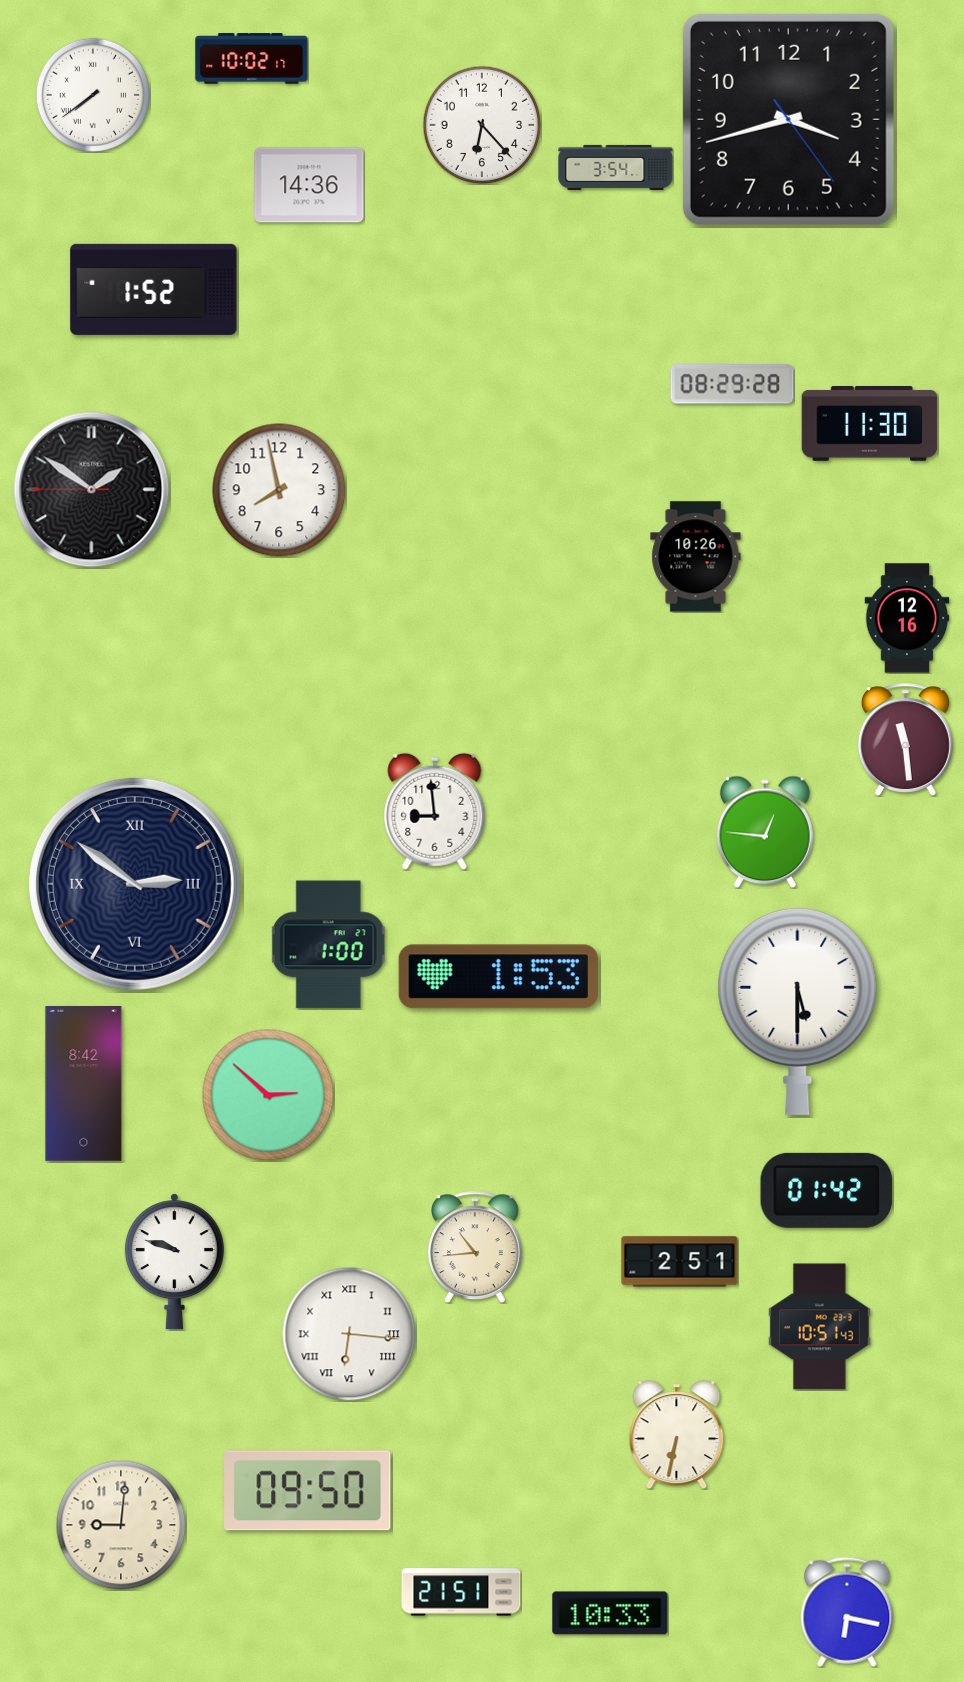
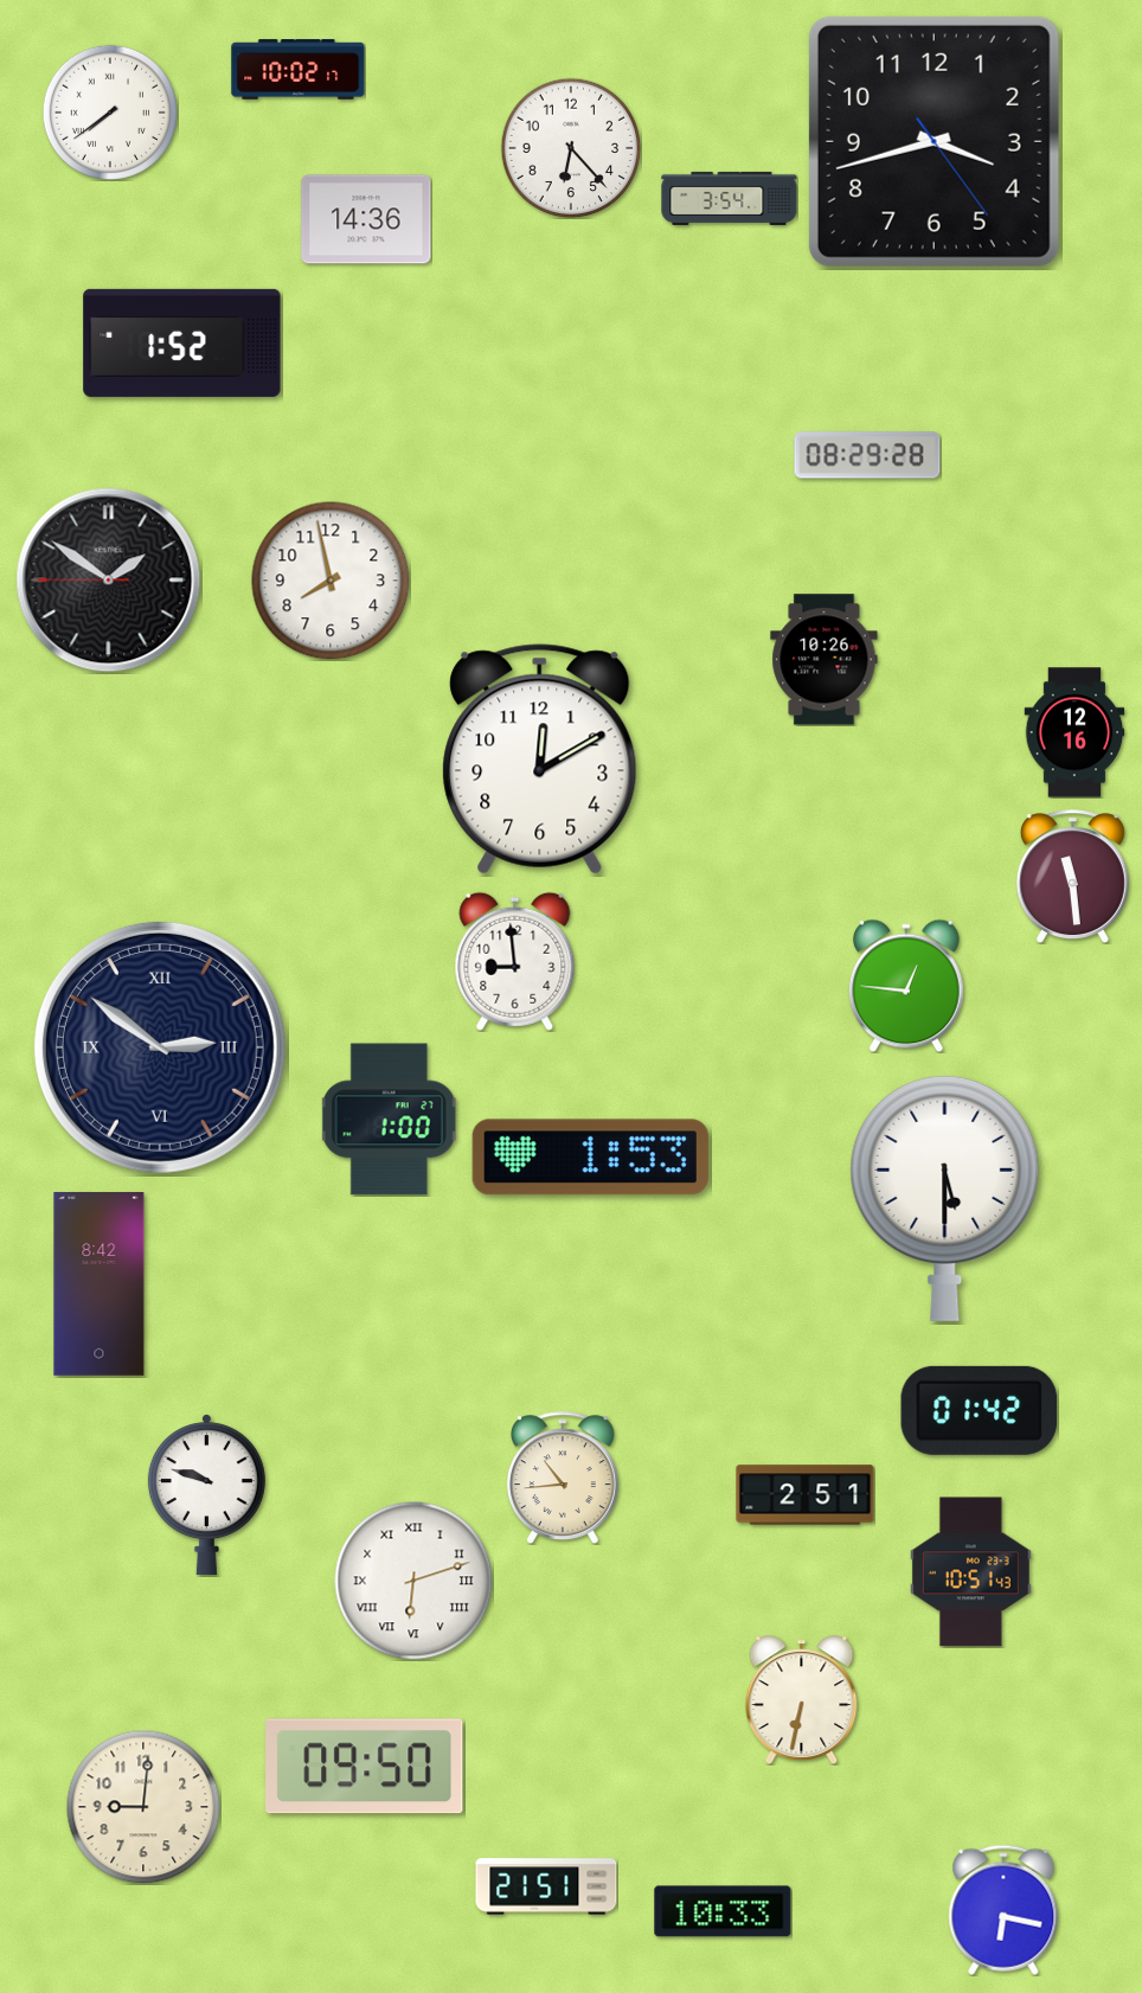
clock at (870, 424): 11:30 -> none
clock at (540, 760): none -> 12:10
clock at (268, 1095): 2:52 -> none
clock at (349, 1334): 6:16 -> 6:12
